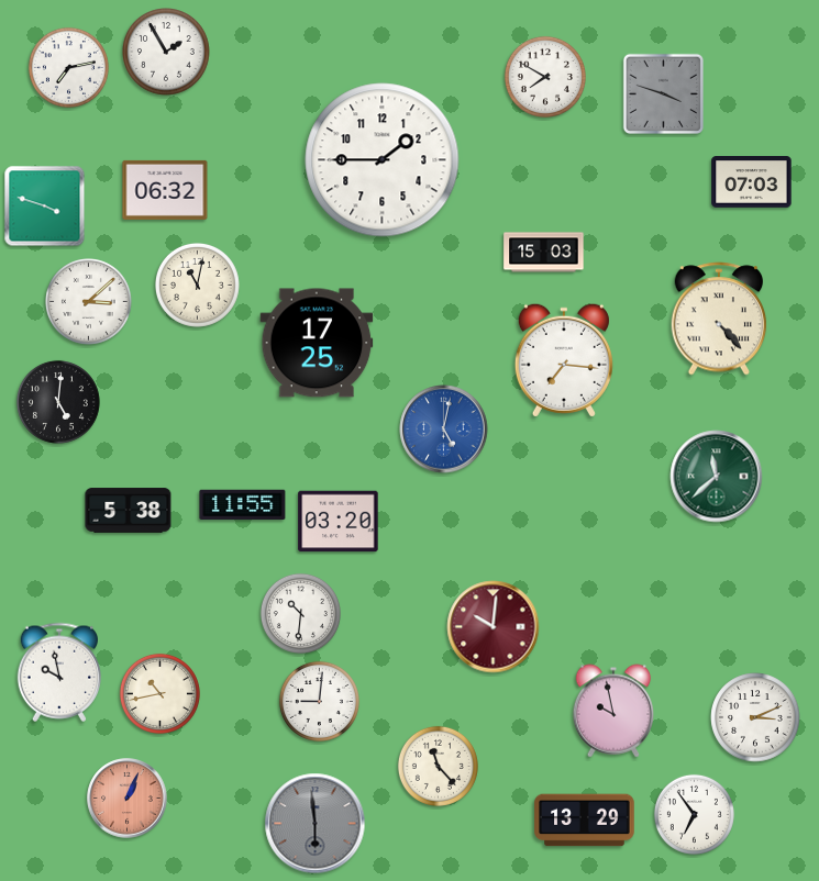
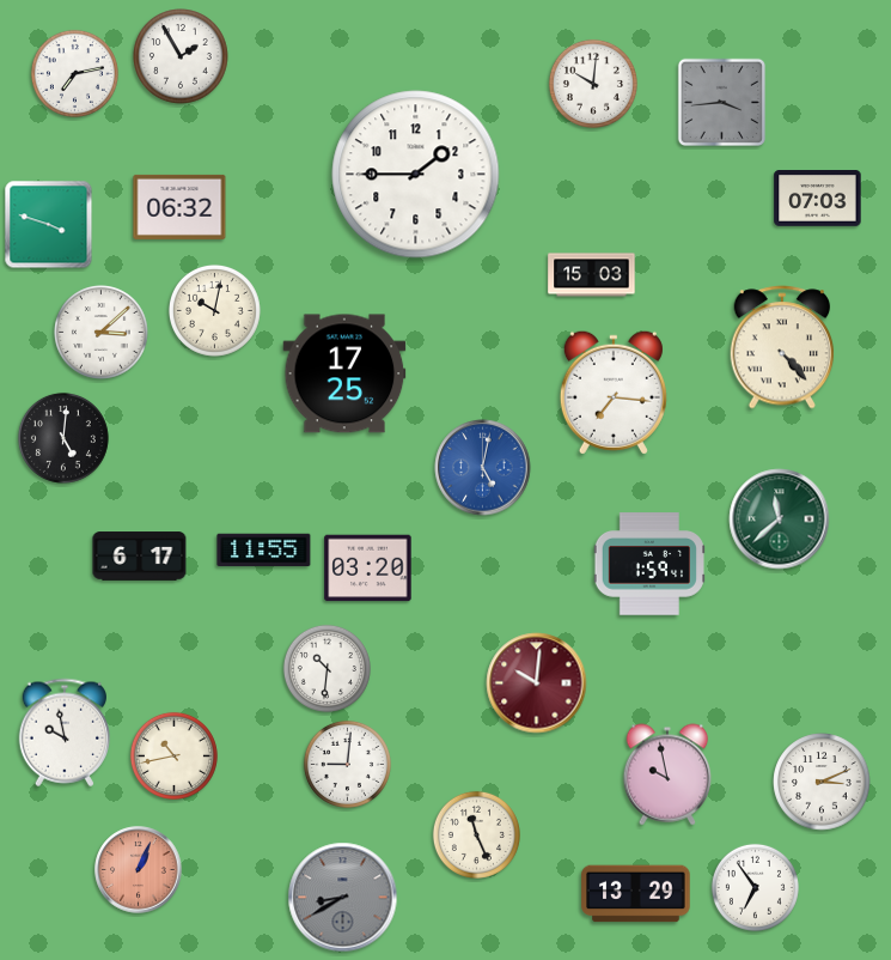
clock at (545, 77): 7:50 -> 10:01
clock at (663, 93): 3:48 -> 3:44
clock at (197, 285): 11:02 -> 10:02
clock at (89, 302) position: (89, 302) -> (102, 333)
clock at (129, 511): 5:38 -> 6:17
clock at (648, 564): none -> 1:59
clock at (438, 766): 11:23 -> 11:26
clock at (316, 824): 5:59 -> 8:40
